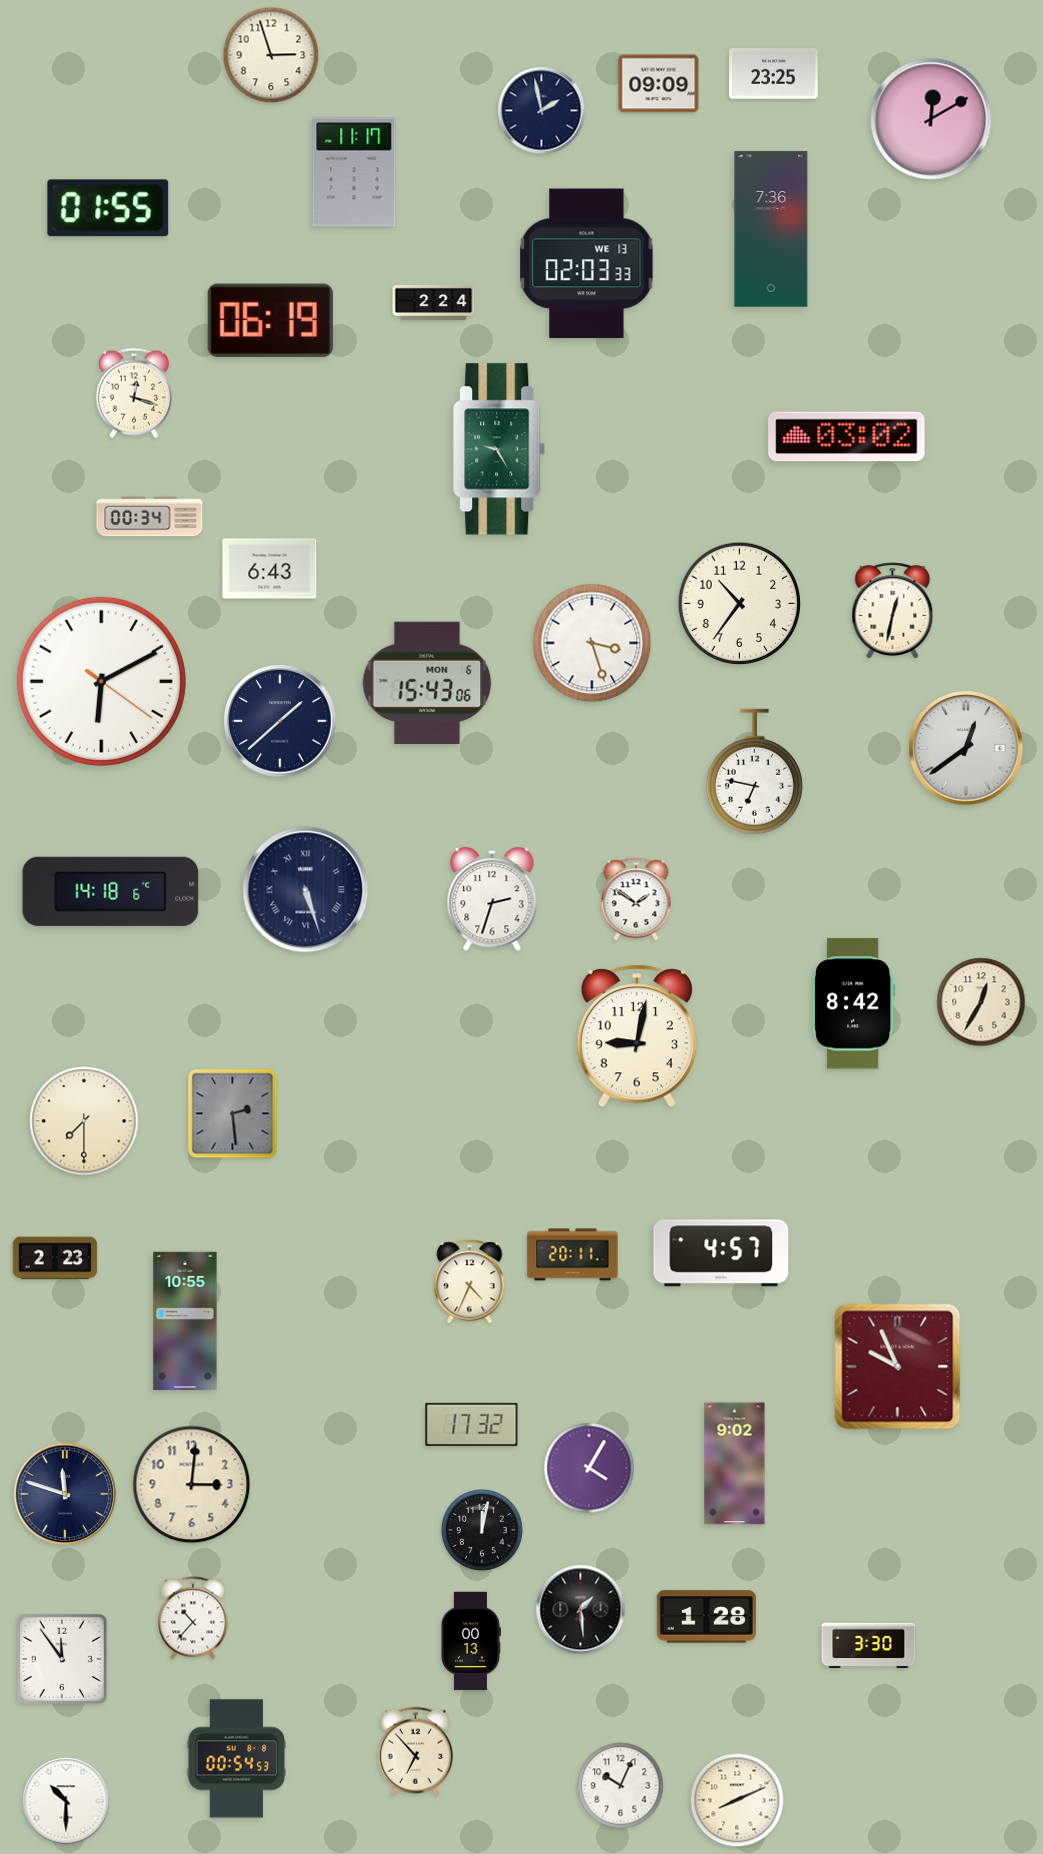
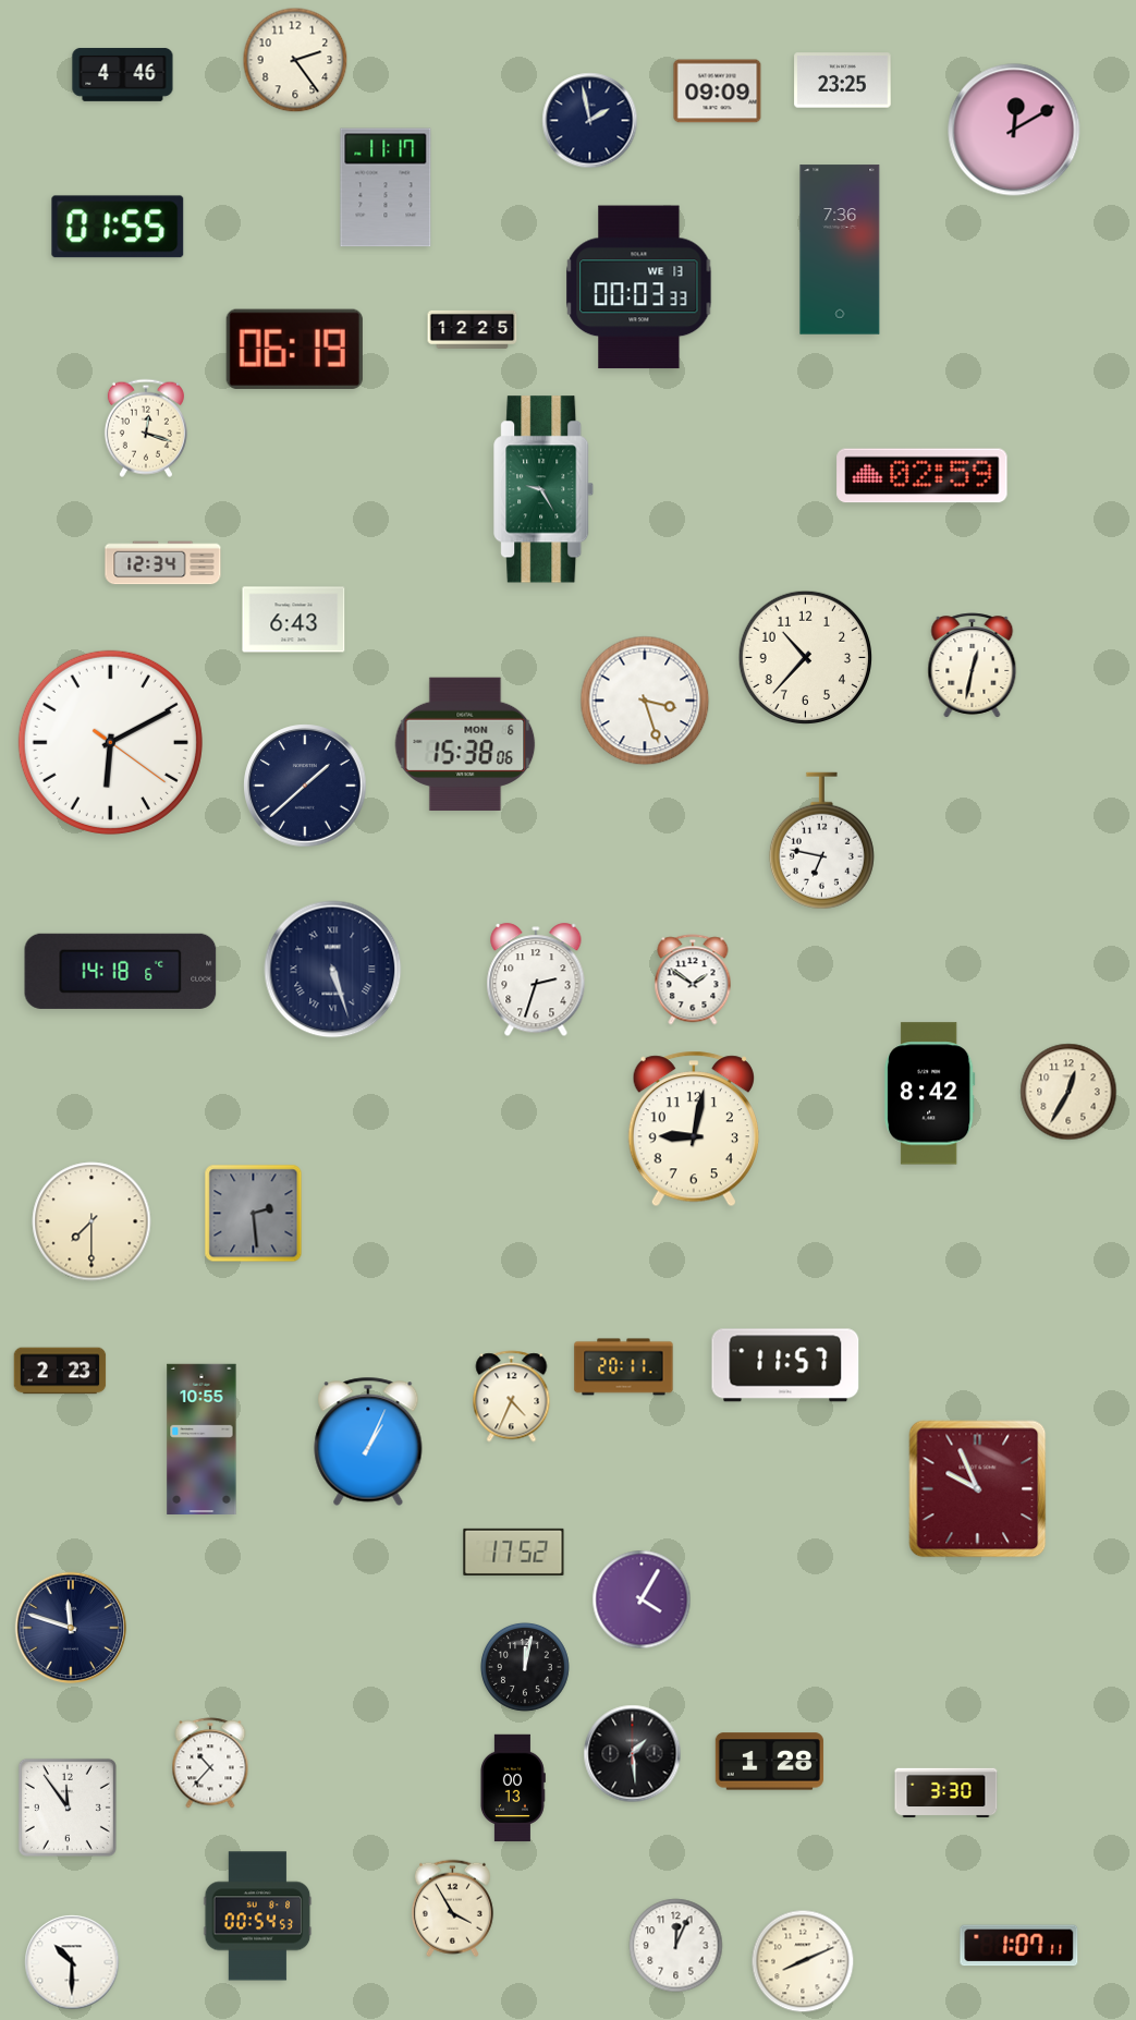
clock at (271, 55): 2:57 -> 2:24
clock at (123, 74): none -> 4:46
clock at (587, 264): 02:03 -> 00:03
clock at (434, 302): 2:24 -> 12:25
clock at (847, 437): 03:02 -> 02:59
clock at (150, 517): 00:34 -> 12:34
clock at (739, 603): 10:36 -> 10:37
clock at (427, 682): 15:43 -> 15:38
clock at (966, 748): 12:39 -> none
clock at (721, 1253): 4:57 -> 11:57
clock at (368, 1441): none -> 1:04
clock at (472, 1424): 17:32 -> 17:52
clock at (735, 1464): 9:02 -> none
clock at (192, 1485): 3:01 -> none
clock at (415, 1752): 6:53 -> 3:55
clock at (621, 1786): 10:04 -> 12:04
clock at (1019, 1946): none -> 1:07
